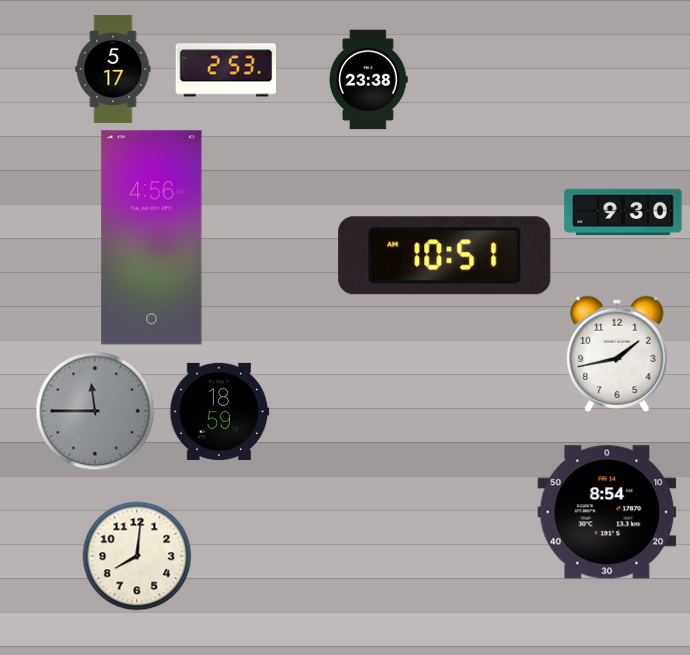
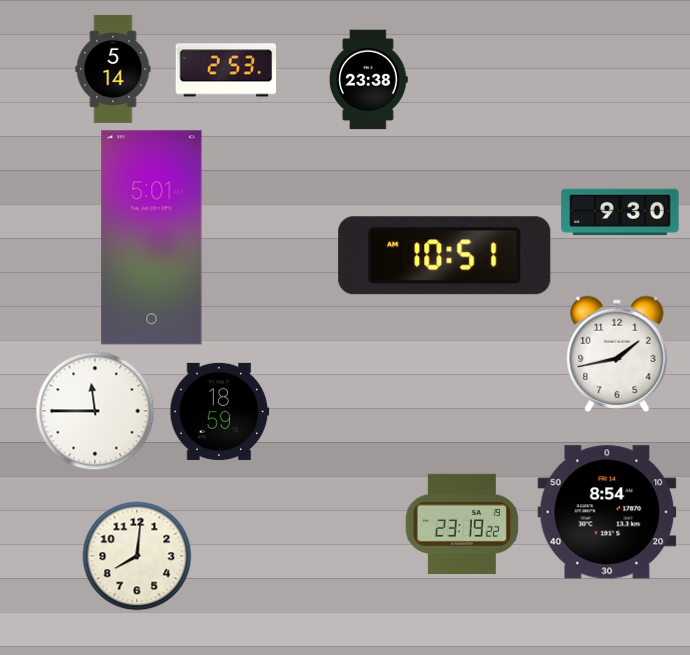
clock at (113, 69): 5:17 -> 5:14
clock at (623, 212) position: (623, 212) -> (620, 212)
clock at (152, 238): 4:56 -> 5:01
clock at (95, 411) dial: grey -> white
clock at (462, 524): none -> 23:19
